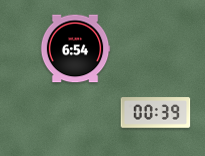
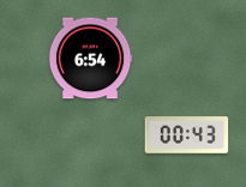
clock at (156, 113): 00:39 -> 00:43
